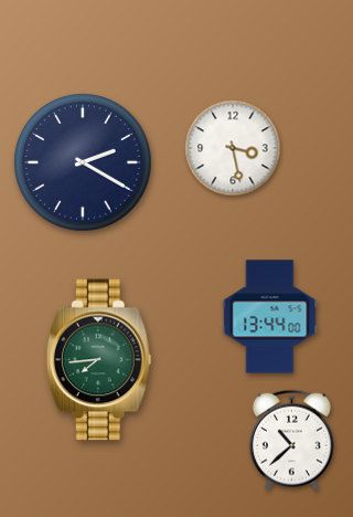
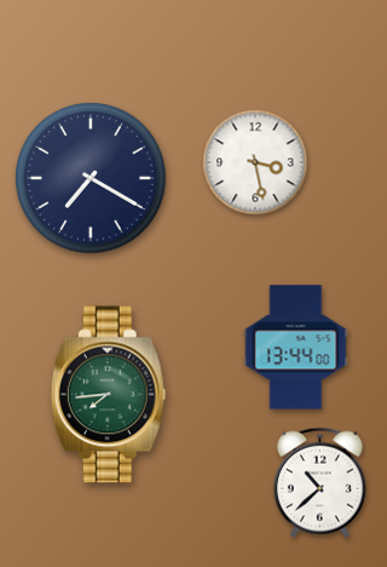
clock at (84, 163): 2:20 -> 7:20
